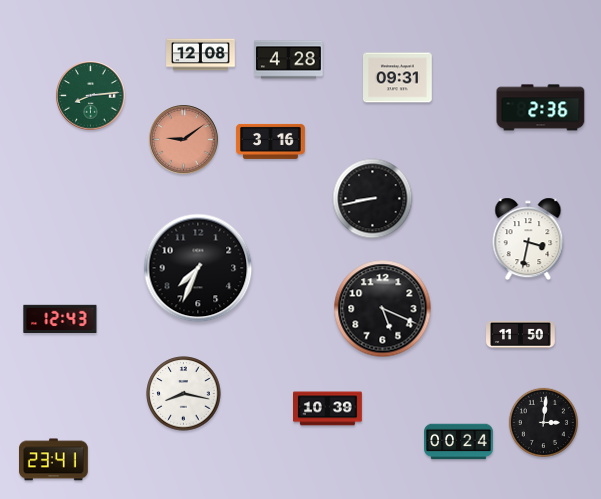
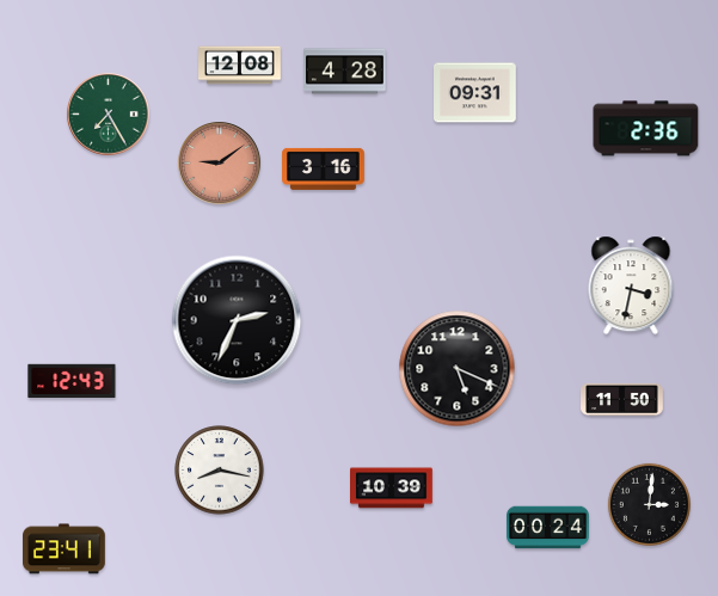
clock at (91, 96): 8:14 -> 7:25
clock at (184, 140) position: (184, 140) -> (220, 164)
clock at (373, 199): 8:43 -> none
clock at (198, 268): 7:34 -> 2:34
